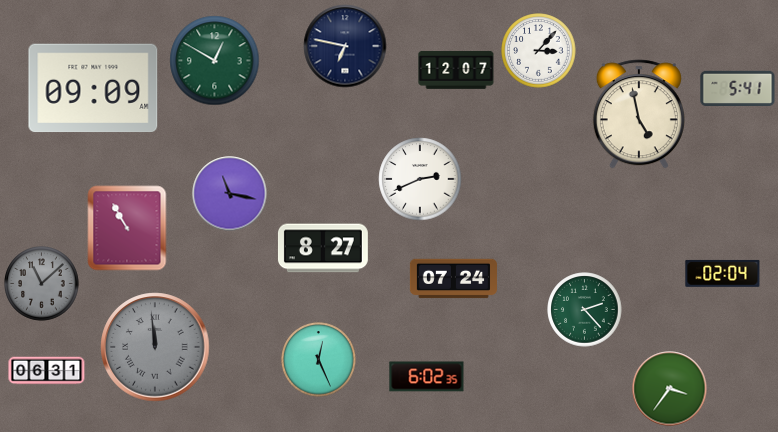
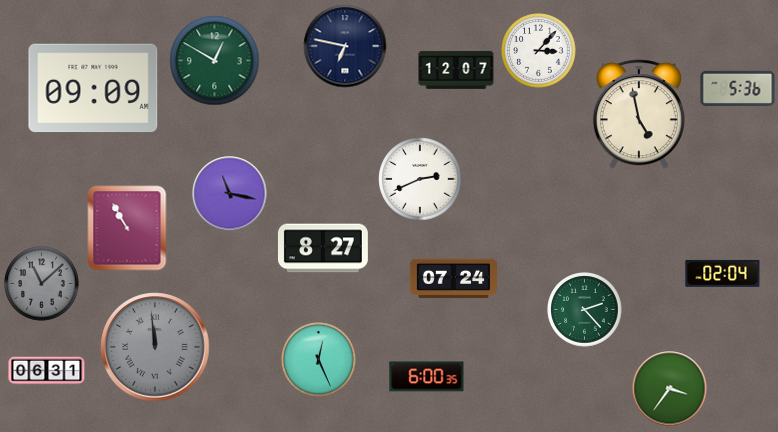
clock at (738, 88): 5:41 -> 5:36
clock at (427, 377): 6:02 -> 6:00
